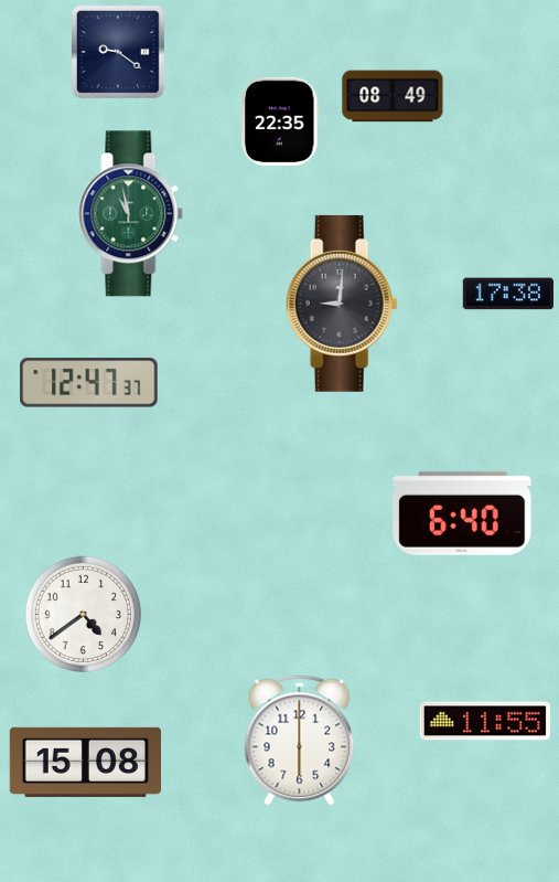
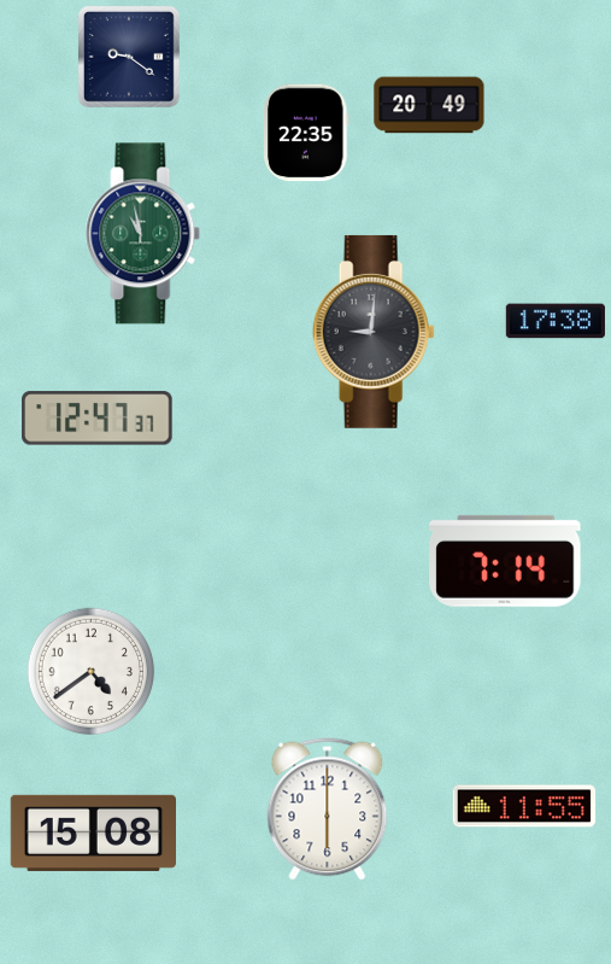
clock at (393, 96): 08:49 -> 20:49
clock at (462, 513): 6:40 -> 7:14
clock at (485, 721) position: (485, 721) -> (524, 806)
